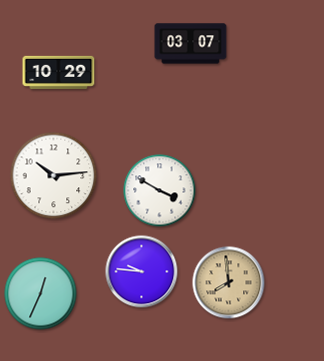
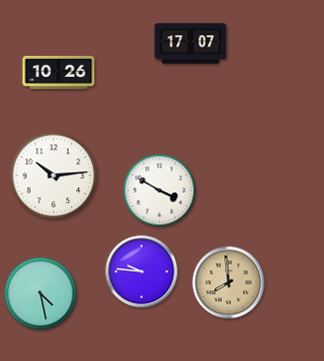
clock at (191, 44): 03:07 -> 17:07
clock at (59, 72): 10:29 -> 10:26
clock at (41, 294): 12:34 -> 4:28
